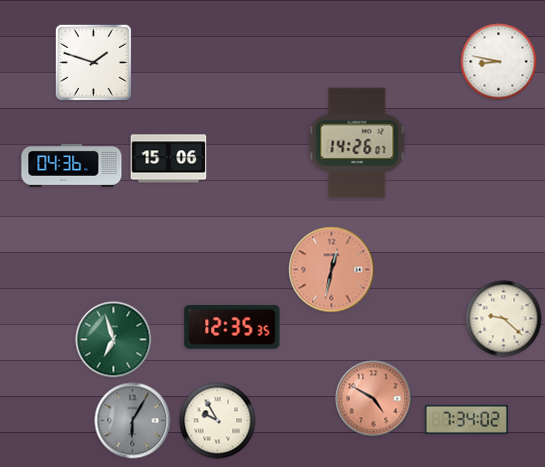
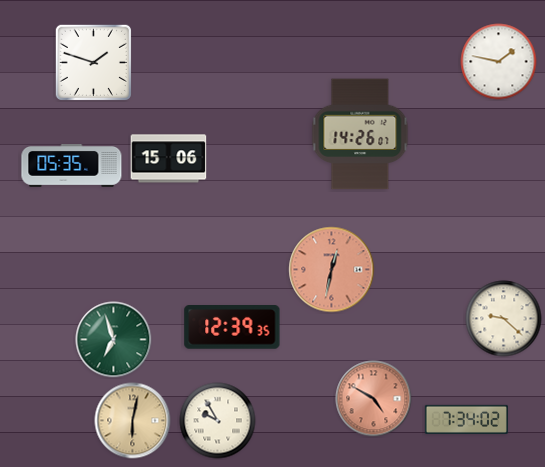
clock at (499, 62): 8:47 -> 1:47
clock at (357, 143) position: (357, 143) -> (360, 134)
clock at (72, 166): 04:36 -> 05:35
clock at (232, 328): 12:35 -> 12:39
clock at (133, 421): 6:05 -> 6:02
clock at (133, 421) dial: grey -> champagne
